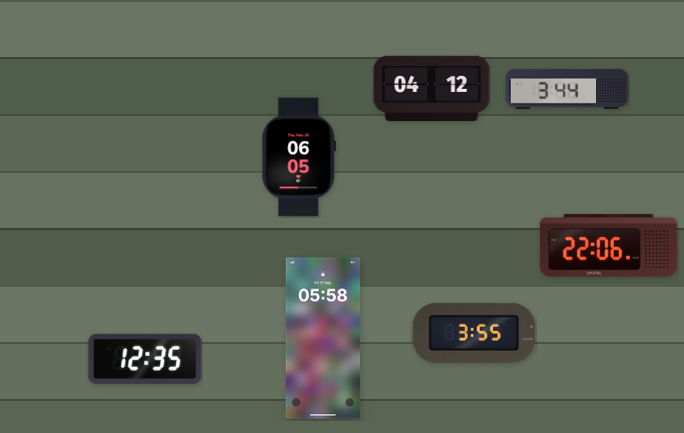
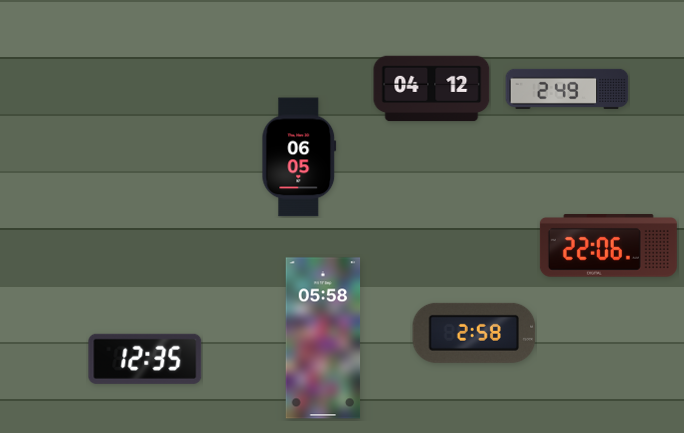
clock at (567, 89): 3:44 -> 2:49
clock at (474, 333): 3:55 -> 2:58
